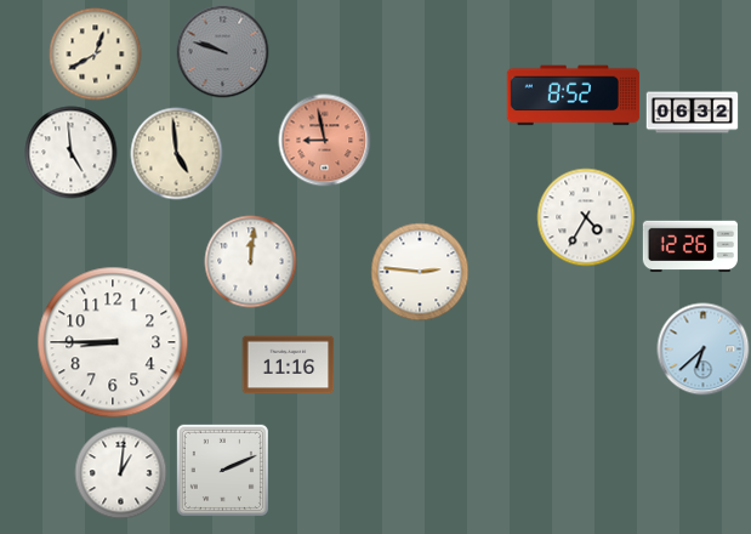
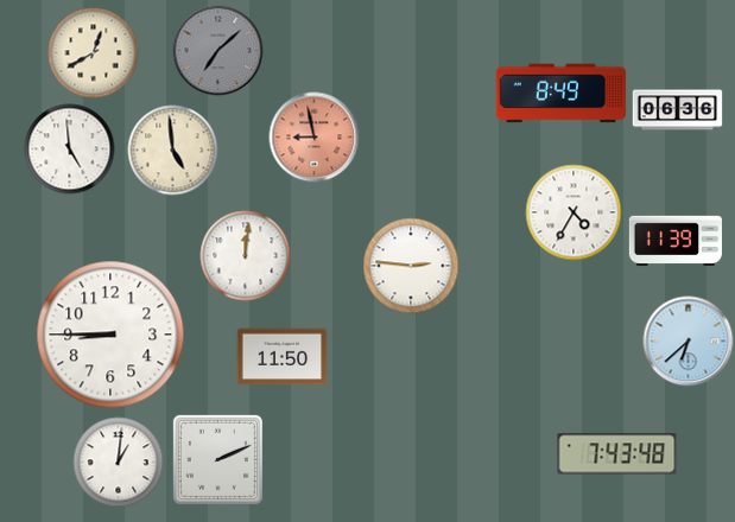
clock at (223, 52): 9:48 -> 7:08
clock at (574, 96): 8:52 -> 8:49
clock at (693, 113): 06:32 -> 06:36
clock at (325, 141) position: (325, 141) -> (315, 138)
clock at (689, 246): 12:26 -> 11:39
clock at (289, 365): 11:16 -> 11:50
clock at (617, 454): none -> 7:43
